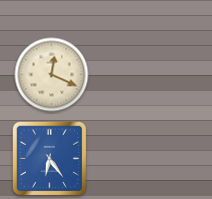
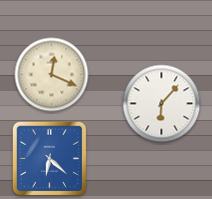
clock at (162, 104): none -> 6:07
clock at (50, 159): 6:24 -> 6:22
